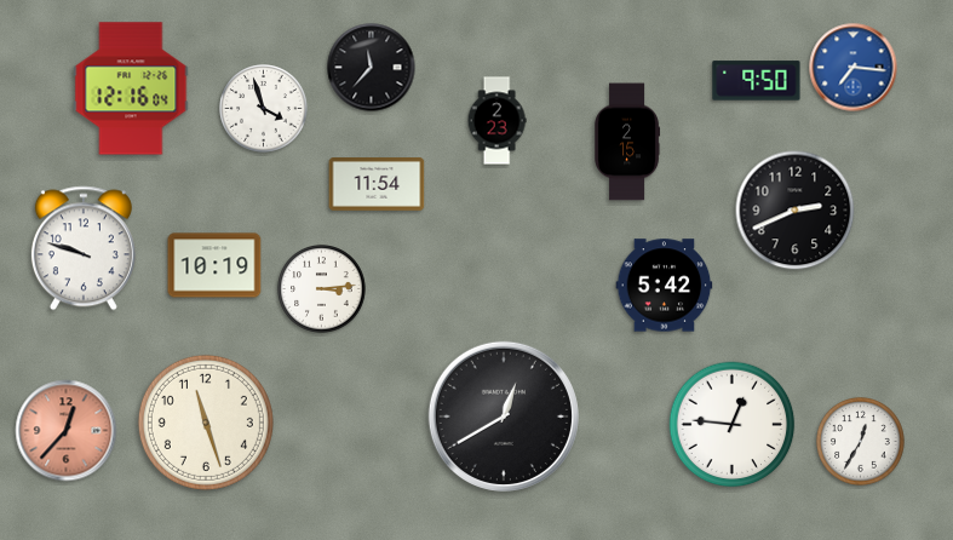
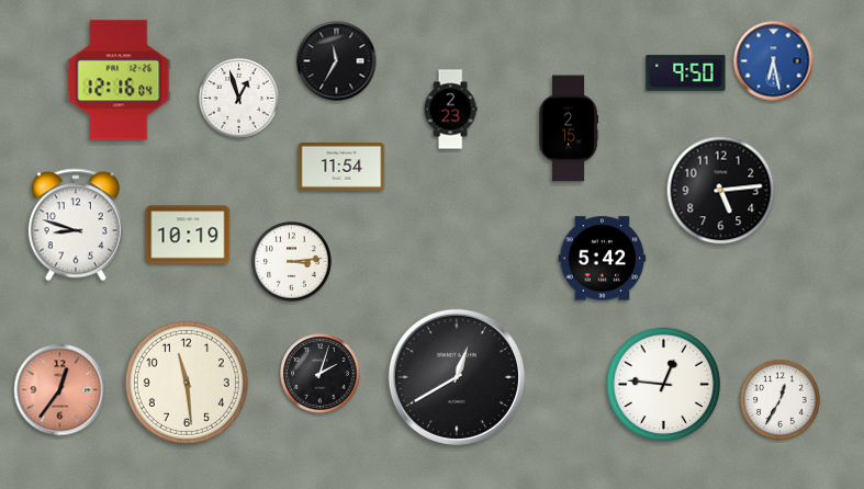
clock at (372, 68): 11:37 -> 11:35
clock at (854, 68): 7:16 -> 6:28
clock at (264, 109): 3:57 -> 12:57
clock at (796, 211): 2:41 -> 5:14
clock at (84, 248): 9:48 -> 8:48
clock at (214, 265) position: (214, 265) -> (188, 235)
clock at (321, 374): none -> 2:03
clock at (206, 423): 11:27 -> 11:29
clock at (67, 431): 12:37 -> 12:36
